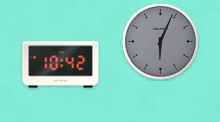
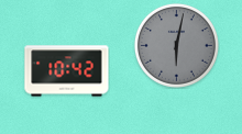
clock at (160, 41): 6:04 -> 6:02
